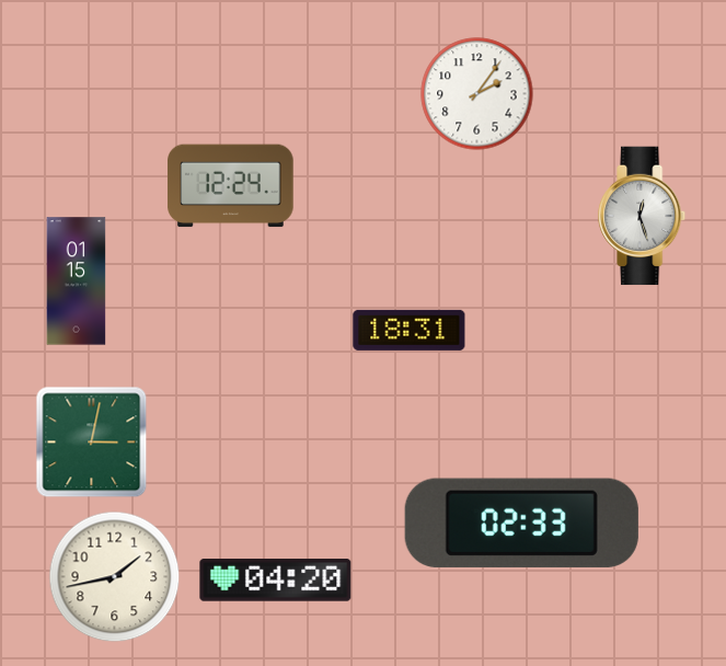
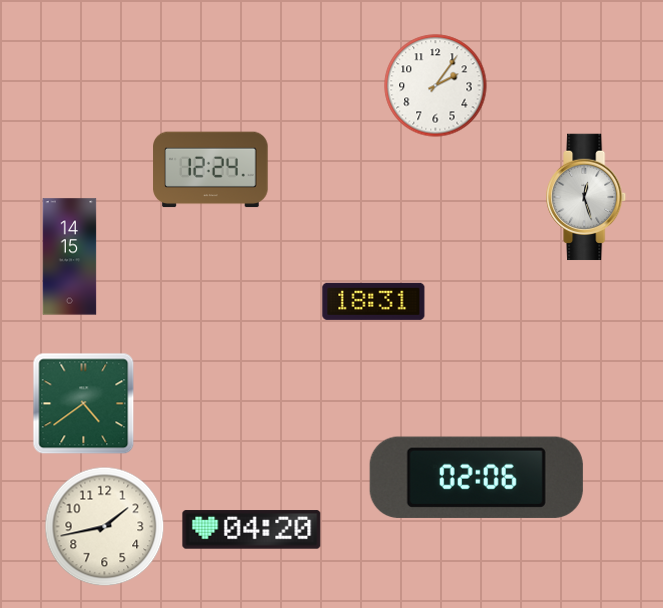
clock at (77, 282): 01:15 -> 14:15
clock at (92, 443): 3:02 -> 4:39
clock at (521, 523): 02:33 -> 02:06
